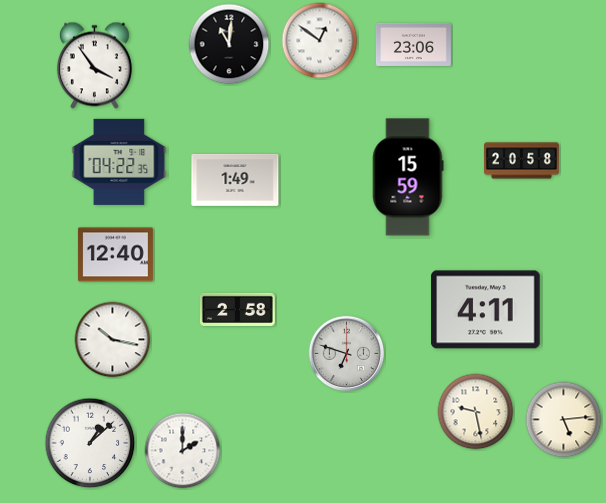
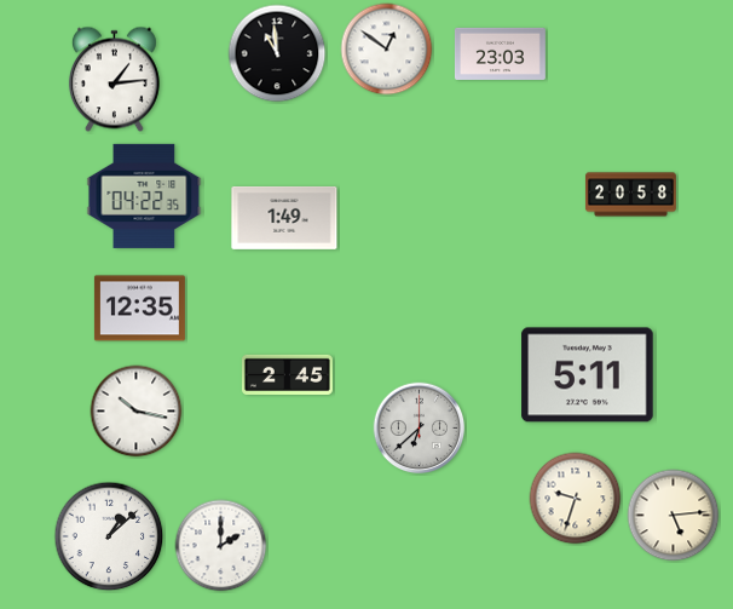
clock at (229, 44): 11:01 -> 10:59
clock at (413, 44): 23:06 -> 23:03
clock at (94, 66): 3:54 -> 1:14
clock at (408, 177): 15:59 -> none
clock at (115, 255): 12:40 -> 12:35
clock at (237, 309): 2:58 -> 2:45
clock at (486, 310): 4:11 -> 5:11
clock at (347, 354): 6:48 -> 6:38
clock at (476, 412): 9:28 -> 9:33
clock at (564, 420) position: (564, 420) -> (674, 516)
